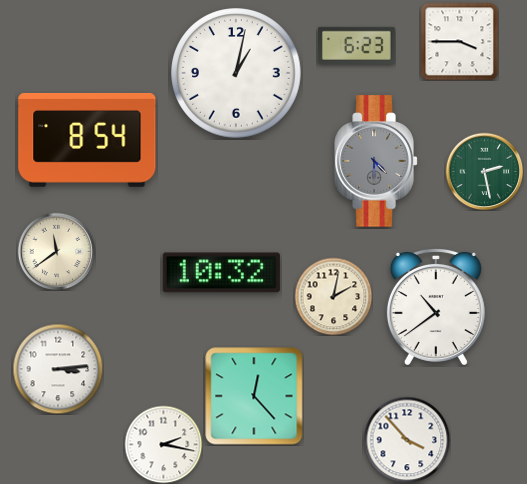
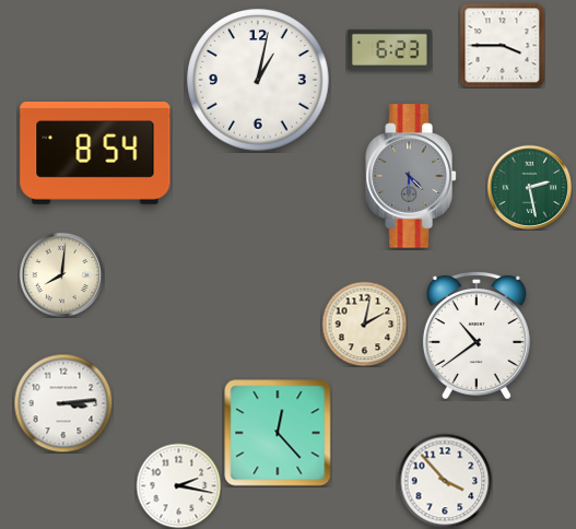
clock at (56, 251): 11:39 -> 8:01
clock at (221, 273): 10:32 -> none
